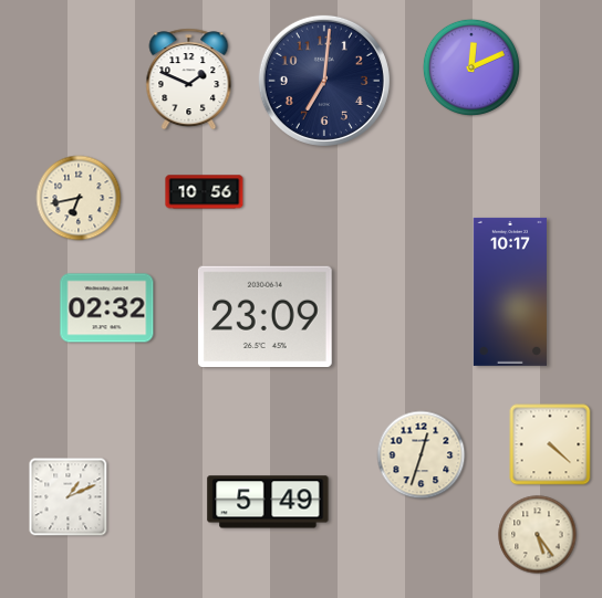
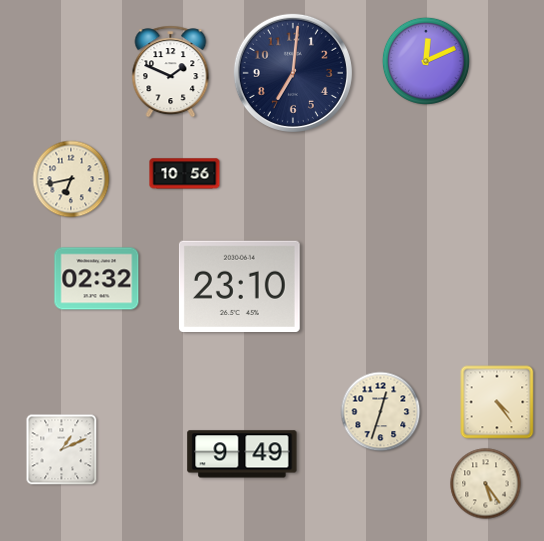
clock at (510, 292): 10:17 -> none
clock at (264, 316): 23:09 -> 23:10
clock at (550, 444): 4:22 -> 4:24
clock at (268, 502): 5:49 -> 9:49
